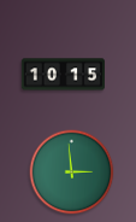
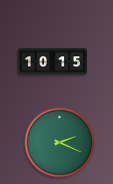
clock at (72, 173): 2:59 -> 2:19
